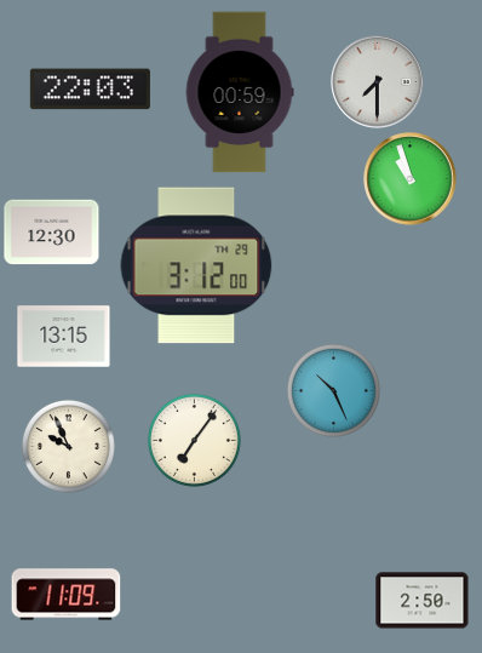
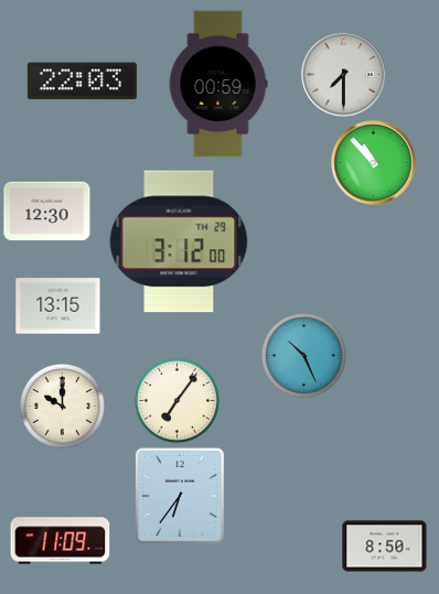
clock at (411, 179): 10:57 -> 10:53
clock at (68, 446): 9:56 -> 10:00
clock at (180, 496): none -> 6:36
clock at (423, 601): 2:50 -> 8:50
